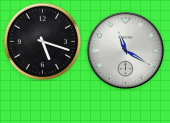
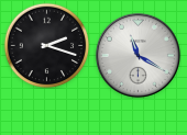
clock at (42, 41): 5:18 -> 2:18
